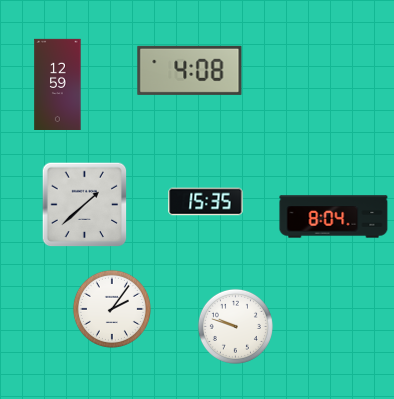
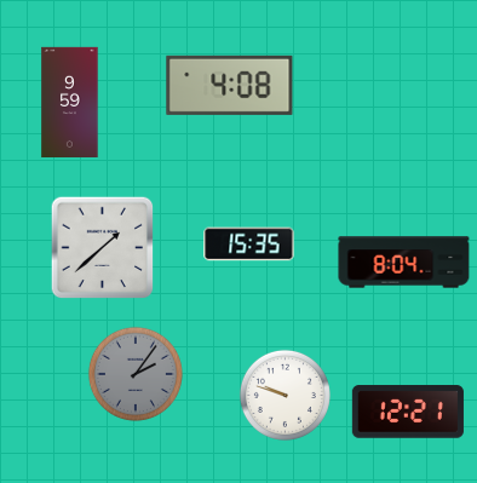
clock at (58, 84): 12:59 -> 9:59
clock at (112, 309) dial: white -> grey
clock at (408, 412): none -> 12:21
